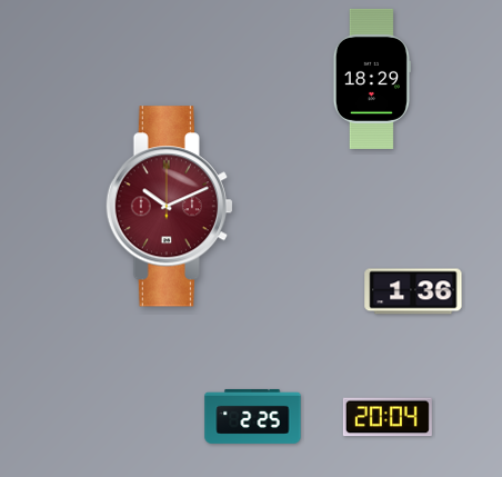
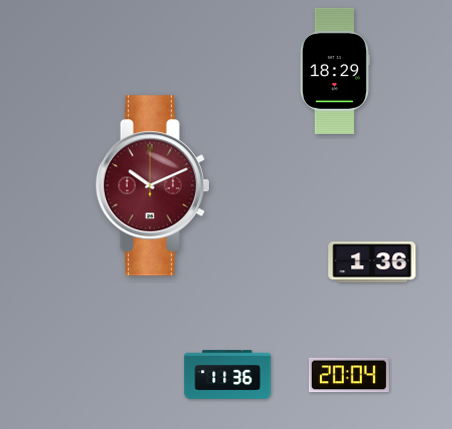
clock at (253, 416): 2:25 -> 11:36
